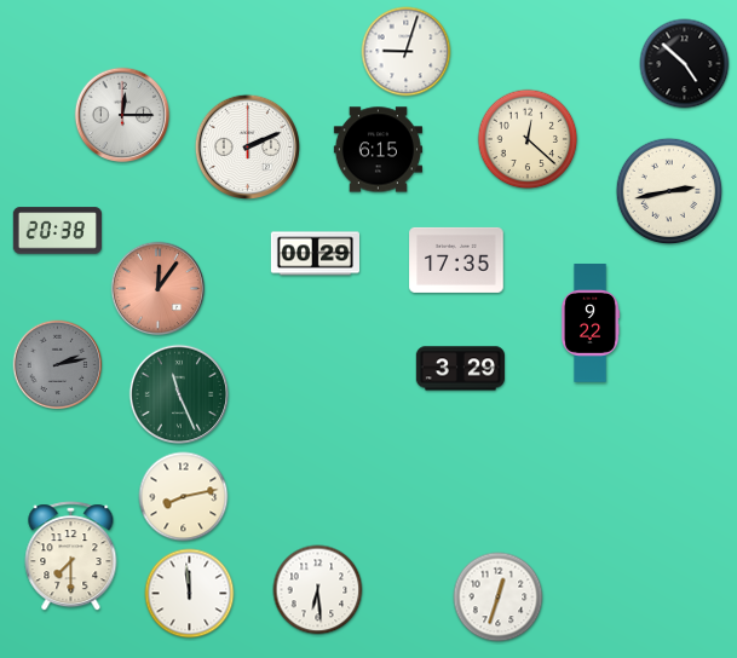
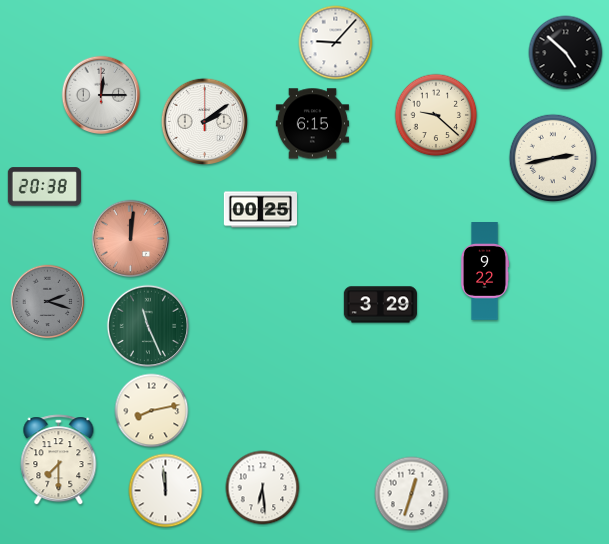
clock at (407, 52): 9:03 -> 9:07
clock at (528, 139): 12:22 -> 9:22
clock at (247, 146): 2:11 -> 2:09
clock at (57, 231) position: (57, 231) -> (44, 187)
clock at (315, 254): 00:29 -> 00:25
clock at (456, 260): 17:35 -> none
clock at (159, 289): 12:06 -> 12:01
clock at (591, 324) position: (591, 324) -> (485, 272)
clock at (58, 365): 2:13 -> 2:18
clock at (190, 594) position: (190, 594) -> (166, 491)
